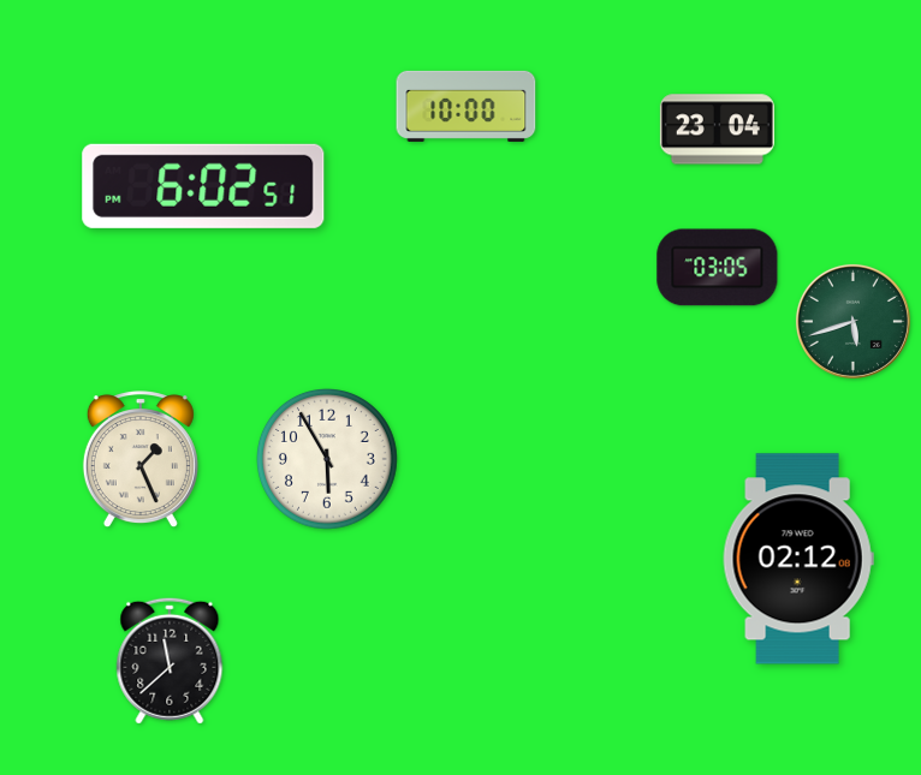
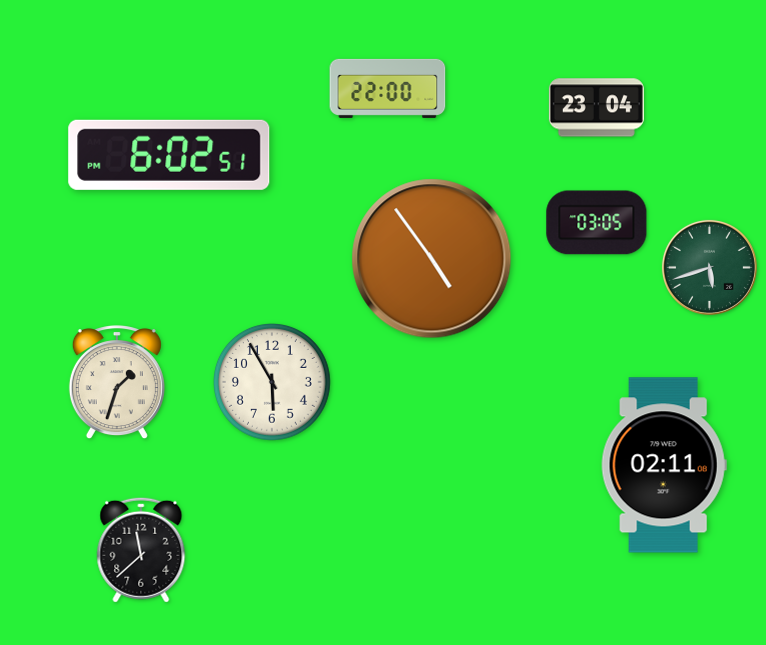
clock at (467, 106): 10:00 -> 22:00
clock at (432, 259): none -> 4:54
clock at (141, 460): 1:26 -> 1:33
clock at (798, 559): 02:12 -> 02:11
